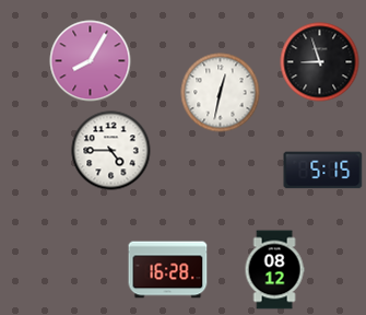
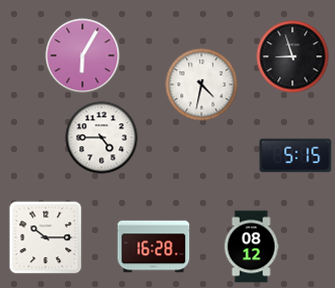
clock at (91, 61): 8:05 -> 6:05
clock at (221, 93): 12:32 -> 4:32
clock at (46, 238): none -> 10:15
